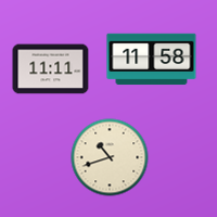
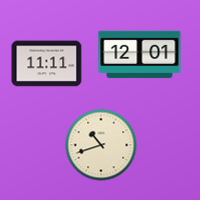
clock at (152, 60): 11:58 -> 12:01
